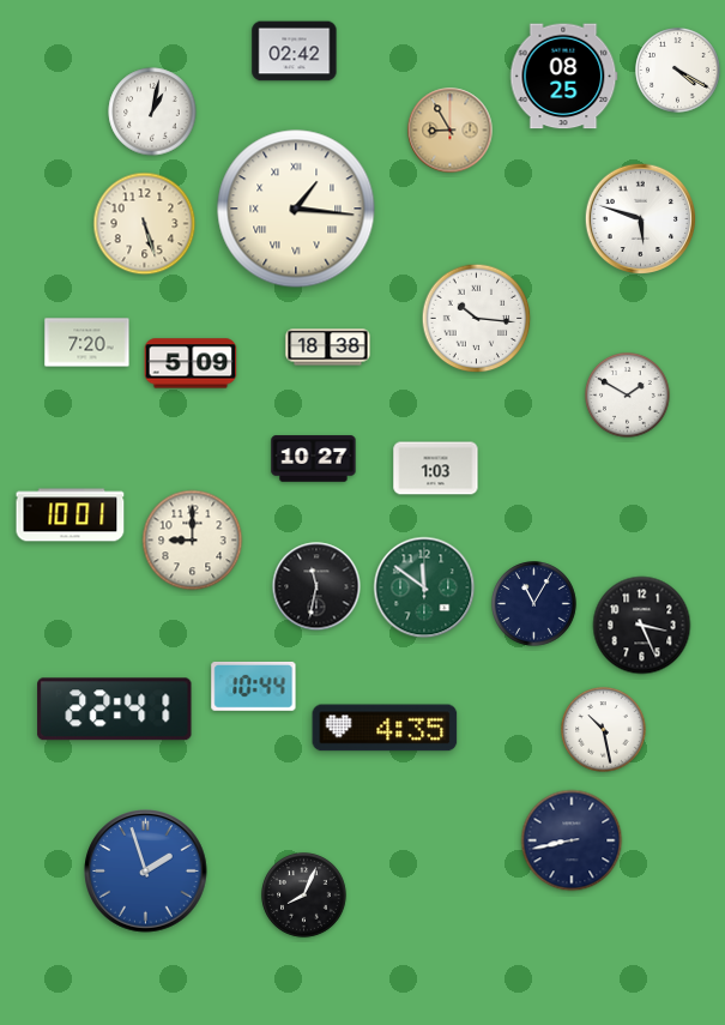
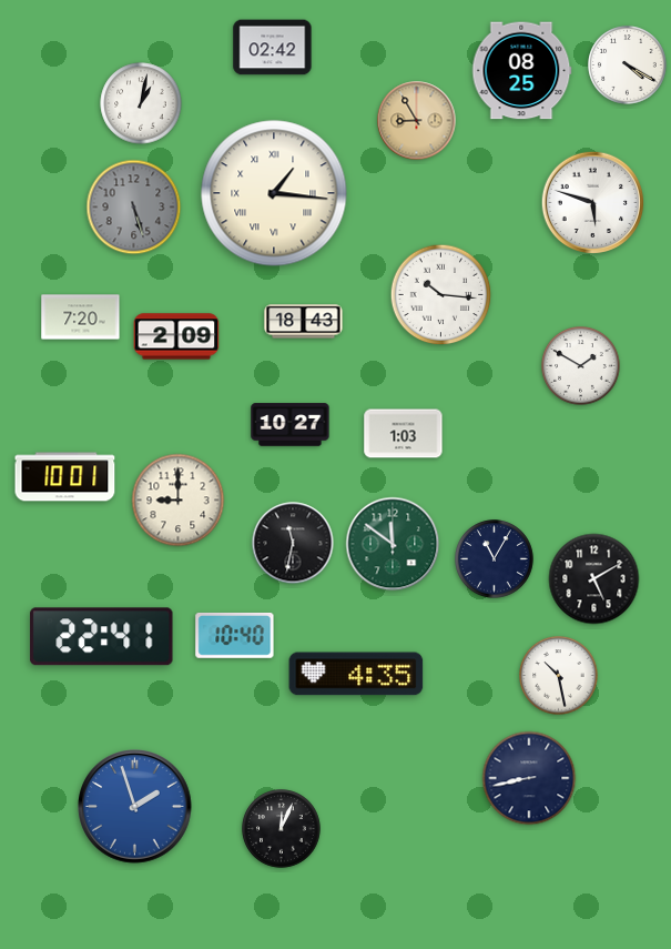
clock at (145, 224) dial: cream -> grey
clock at (328, 348): 18:38 -> 18:43
clock at (191, 363): 5:09 -> 2:09
clock at (642, 626): 3:26 -> 5:10
clock at (254, 686): 10:44 -> 10:40
clock at (115, 710) position: (115, 710) -> (102, 637)
clock at (304, 896): 8:04 -> 12:04
